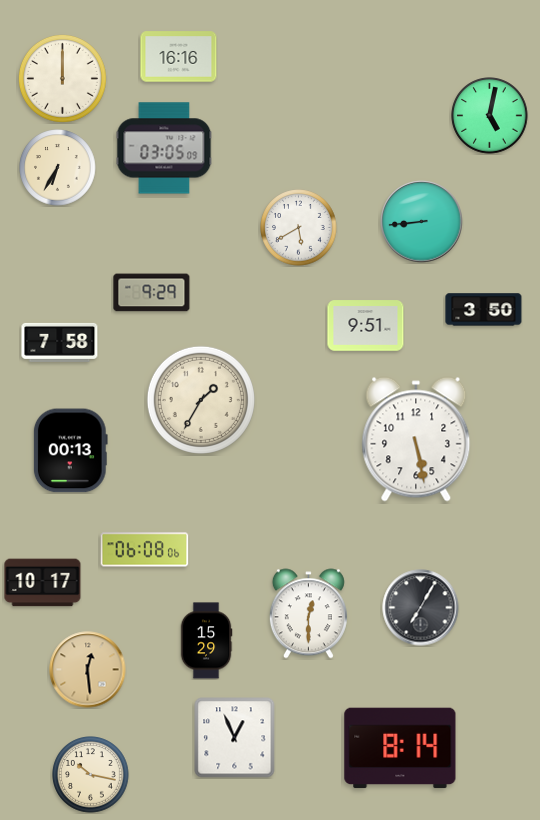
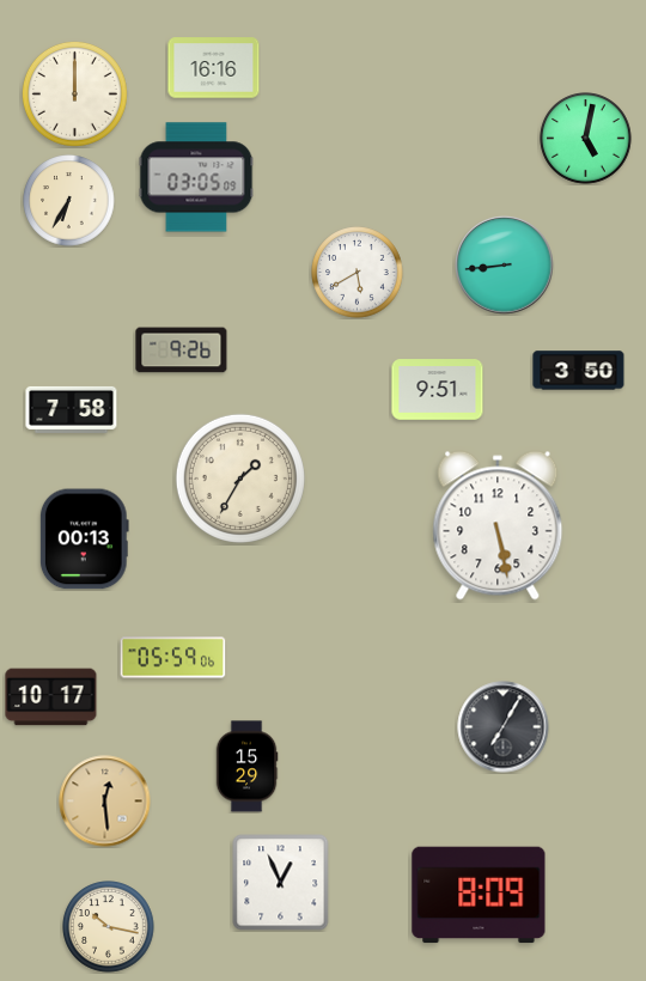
clock at (152, 293): 9:29 -> 9:26
clock at (145, 550): 06:08 -> 05:59
clock at (308, 614): 12:30 -> none
clock at (400, 748): 8:14 -> 8:09
